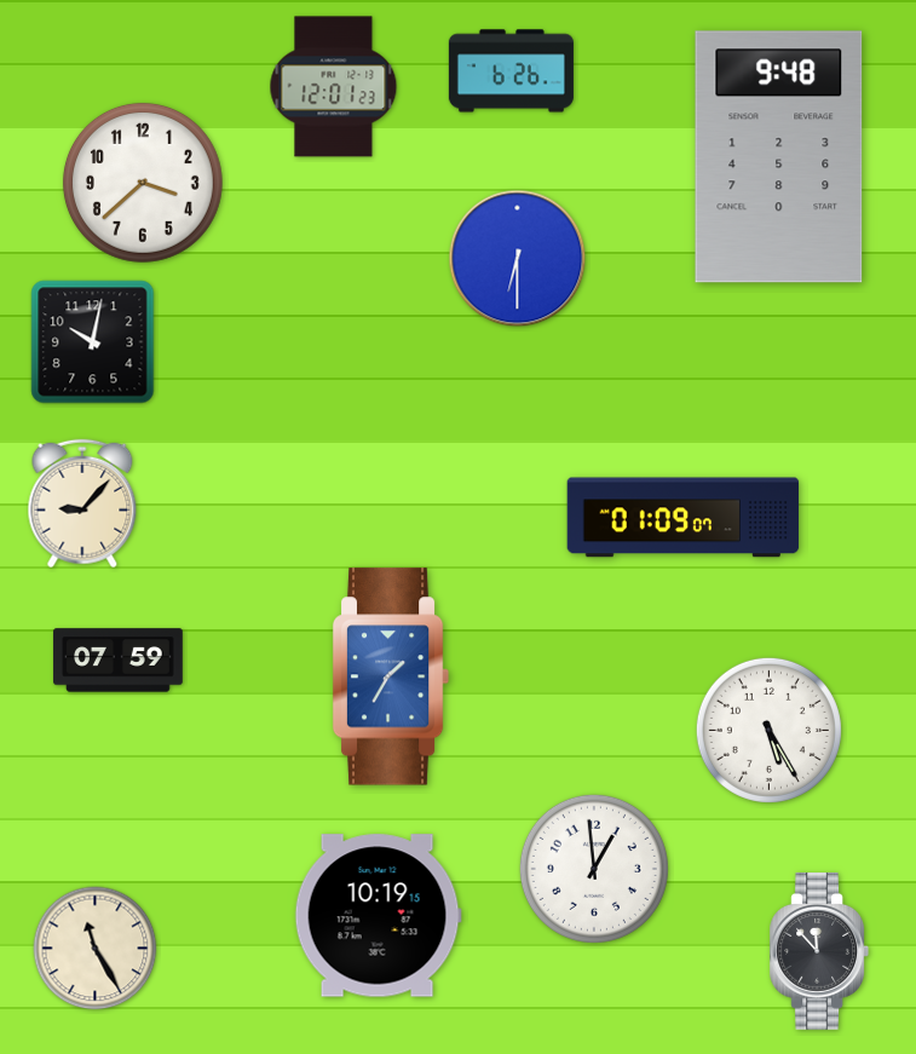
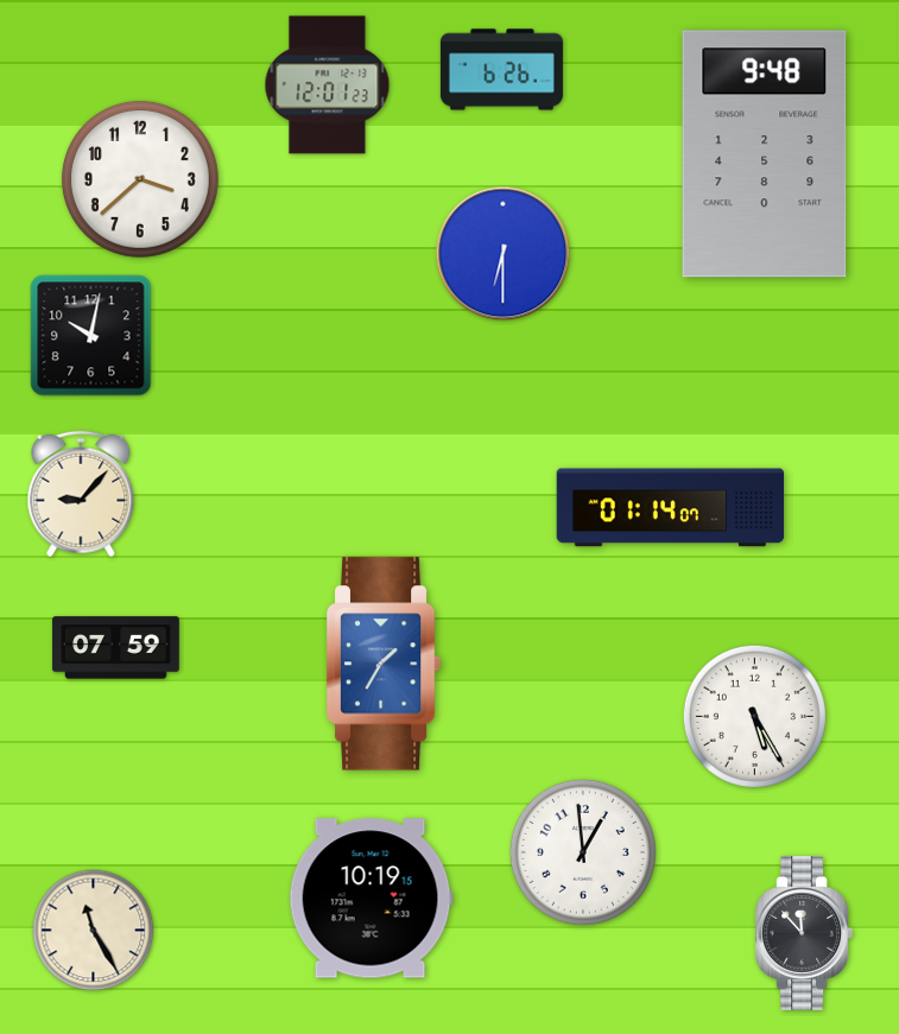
clock at (518, 259) position: (518, 259) -> (504, 254)
clock at (684, 518): 01:09 -> 01:14
